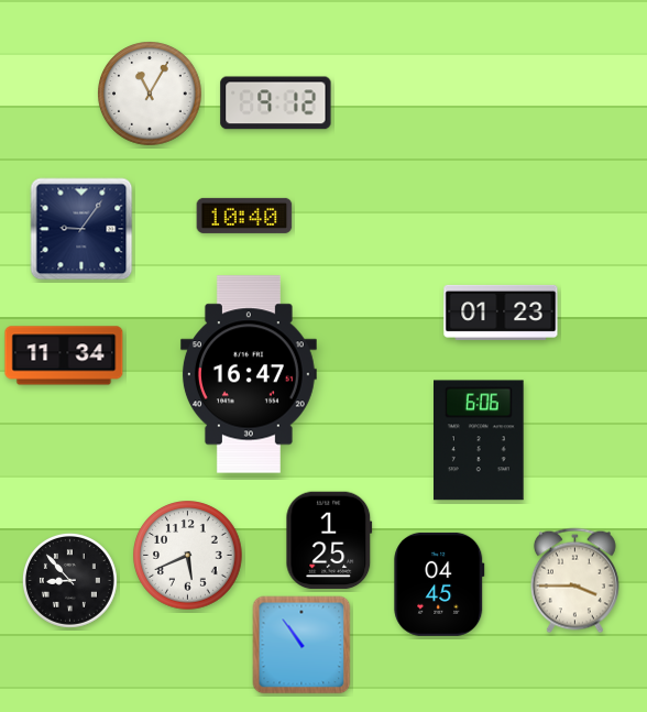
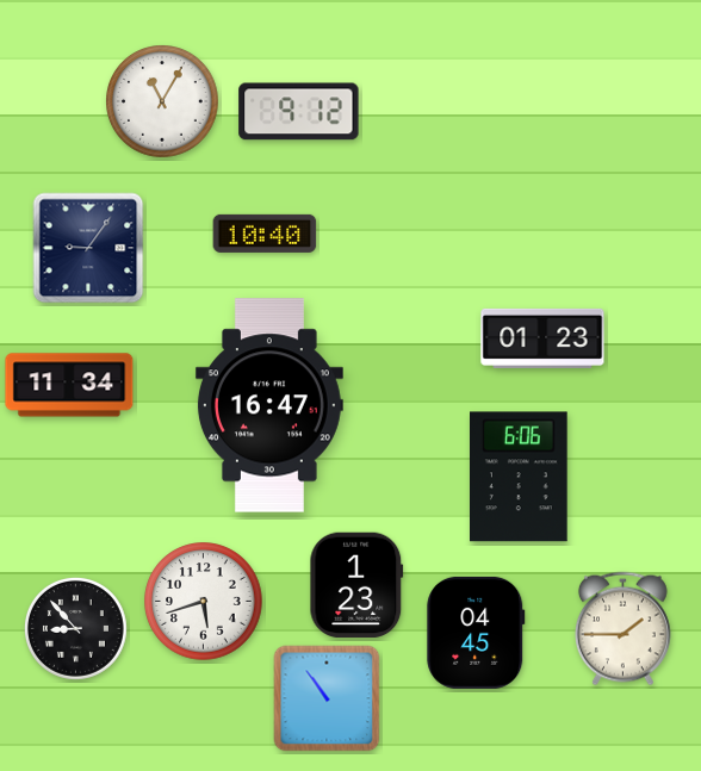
clock at (329, 540): 1:25 -> 1:23
clock at (188, 556): 5:41 -> 5:42
clock at (574, 581): 3:45 -> 1:45
